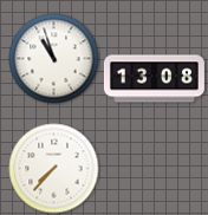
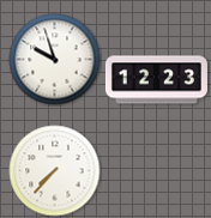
clock at (54, 59): 10:57 -> 9:57
clock at (154, 79): 13:08 -> 12:23
